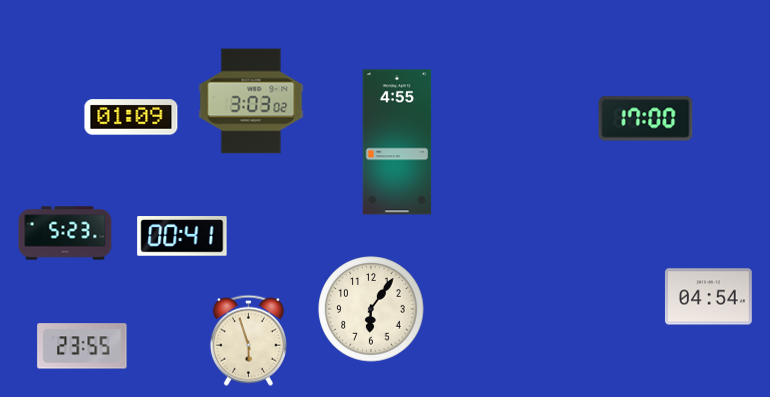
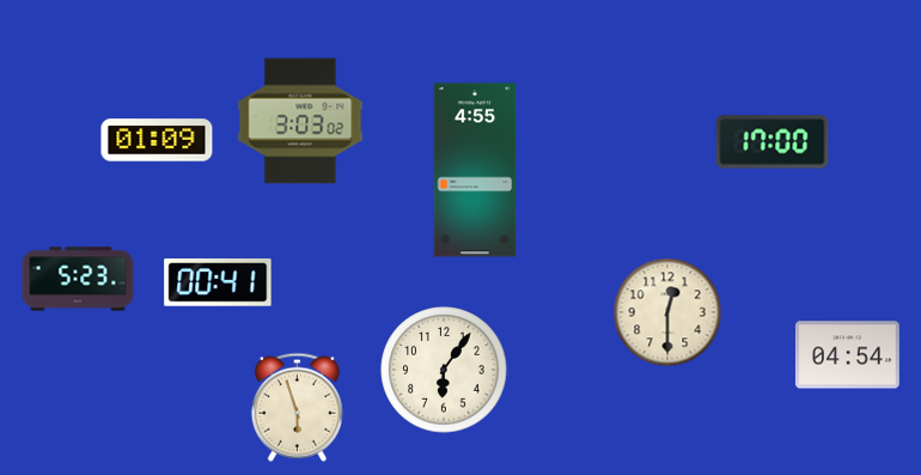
clock at (667, 312): none -> 12:30
clock at (82, 346): 23:55 -> none
